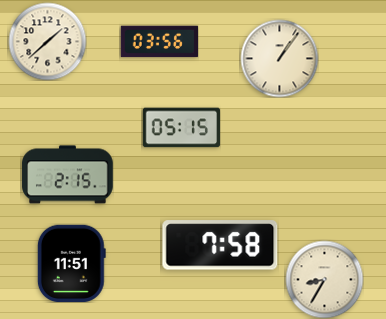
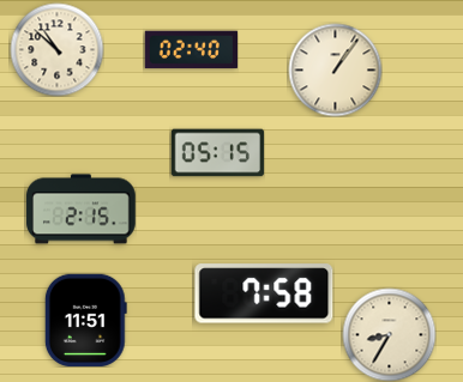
clock at (47, 41): 1:38 -> 10:52
clock at (159, 42): 03:56 -> 02:40
clock at (71, 263) position: (71, 263) -> (85, 320)
